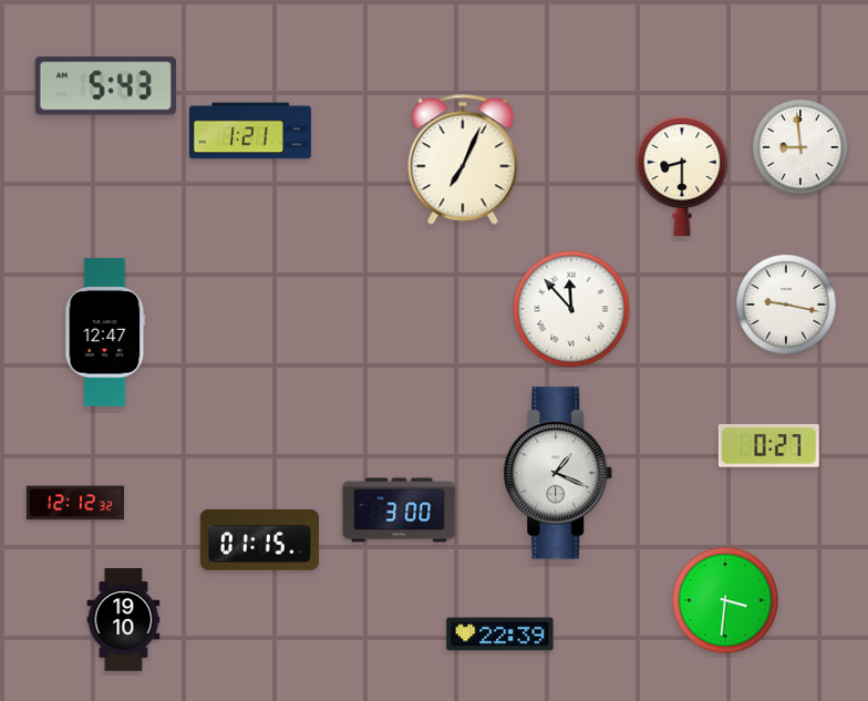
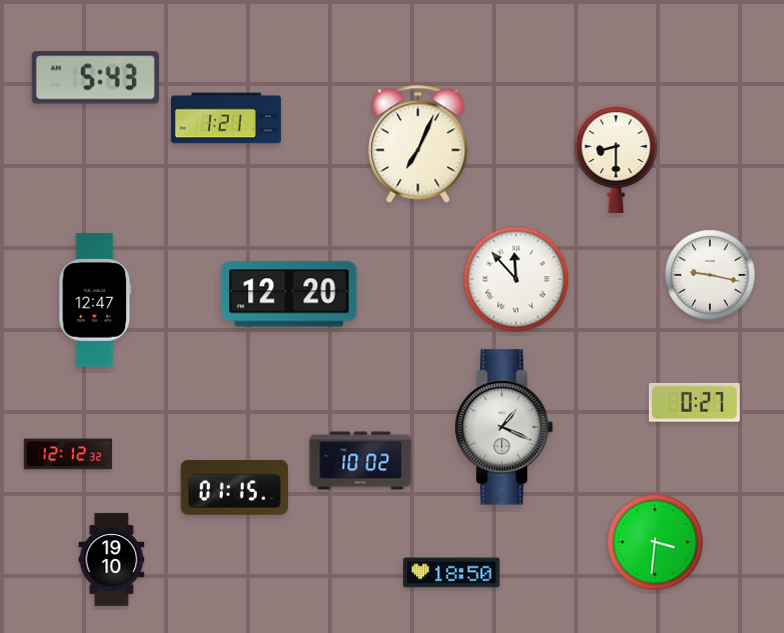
clock at (800, 147): 8:59 -> none
clock at (289, 294): none -> 12:20
clock at (400, 511): 3:00 -> 10:02
clock at (500, 635): 22:39 -> 18:50
